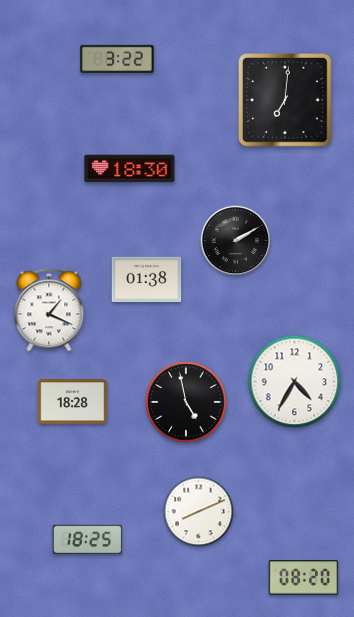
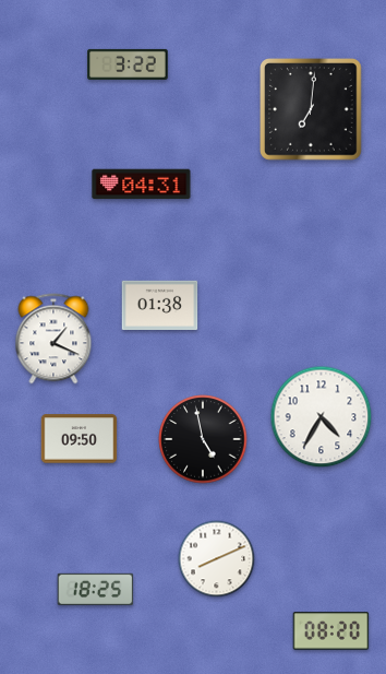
clock at (130, 169): 18:30 -> 04:31
clock at (236, 241): 2:10 -> none
clock at (73, 402): 18:28 -> 09:50
